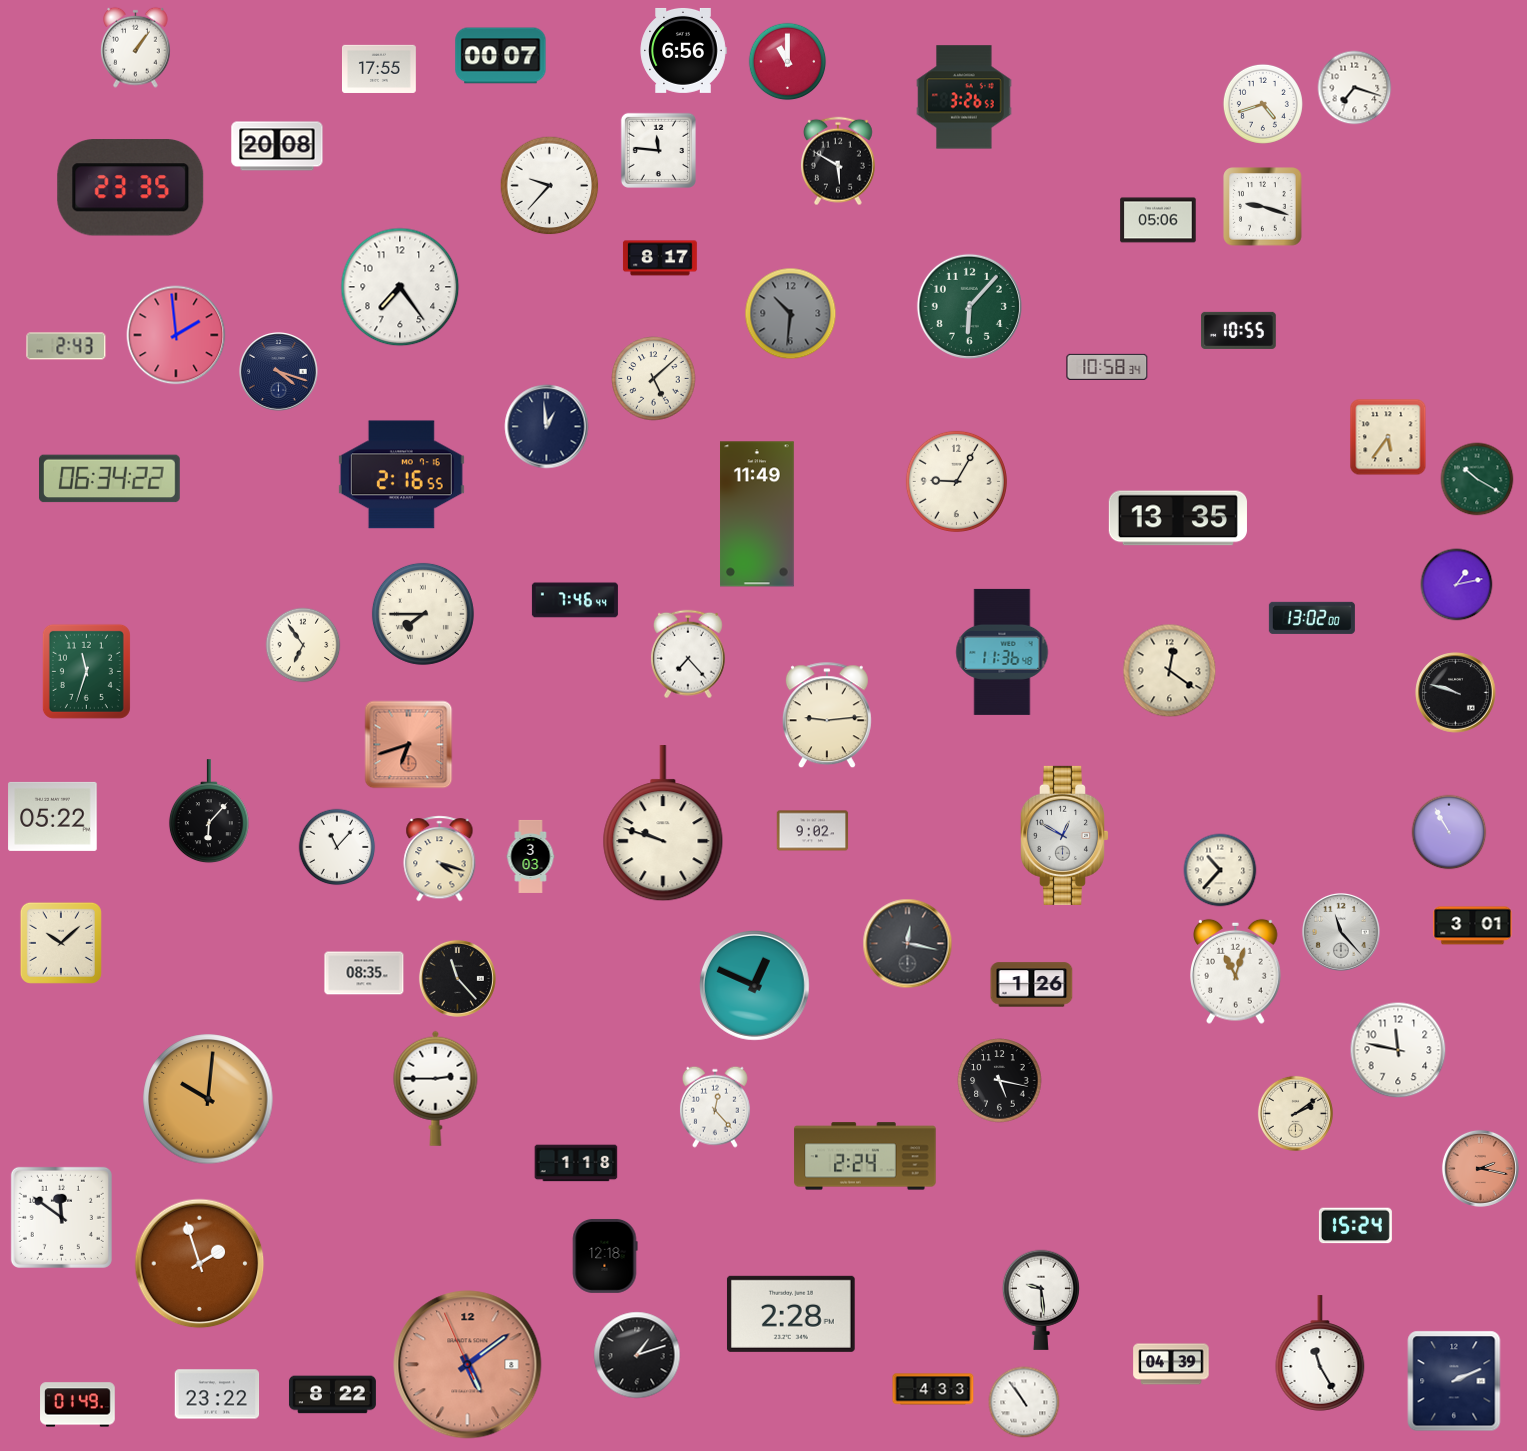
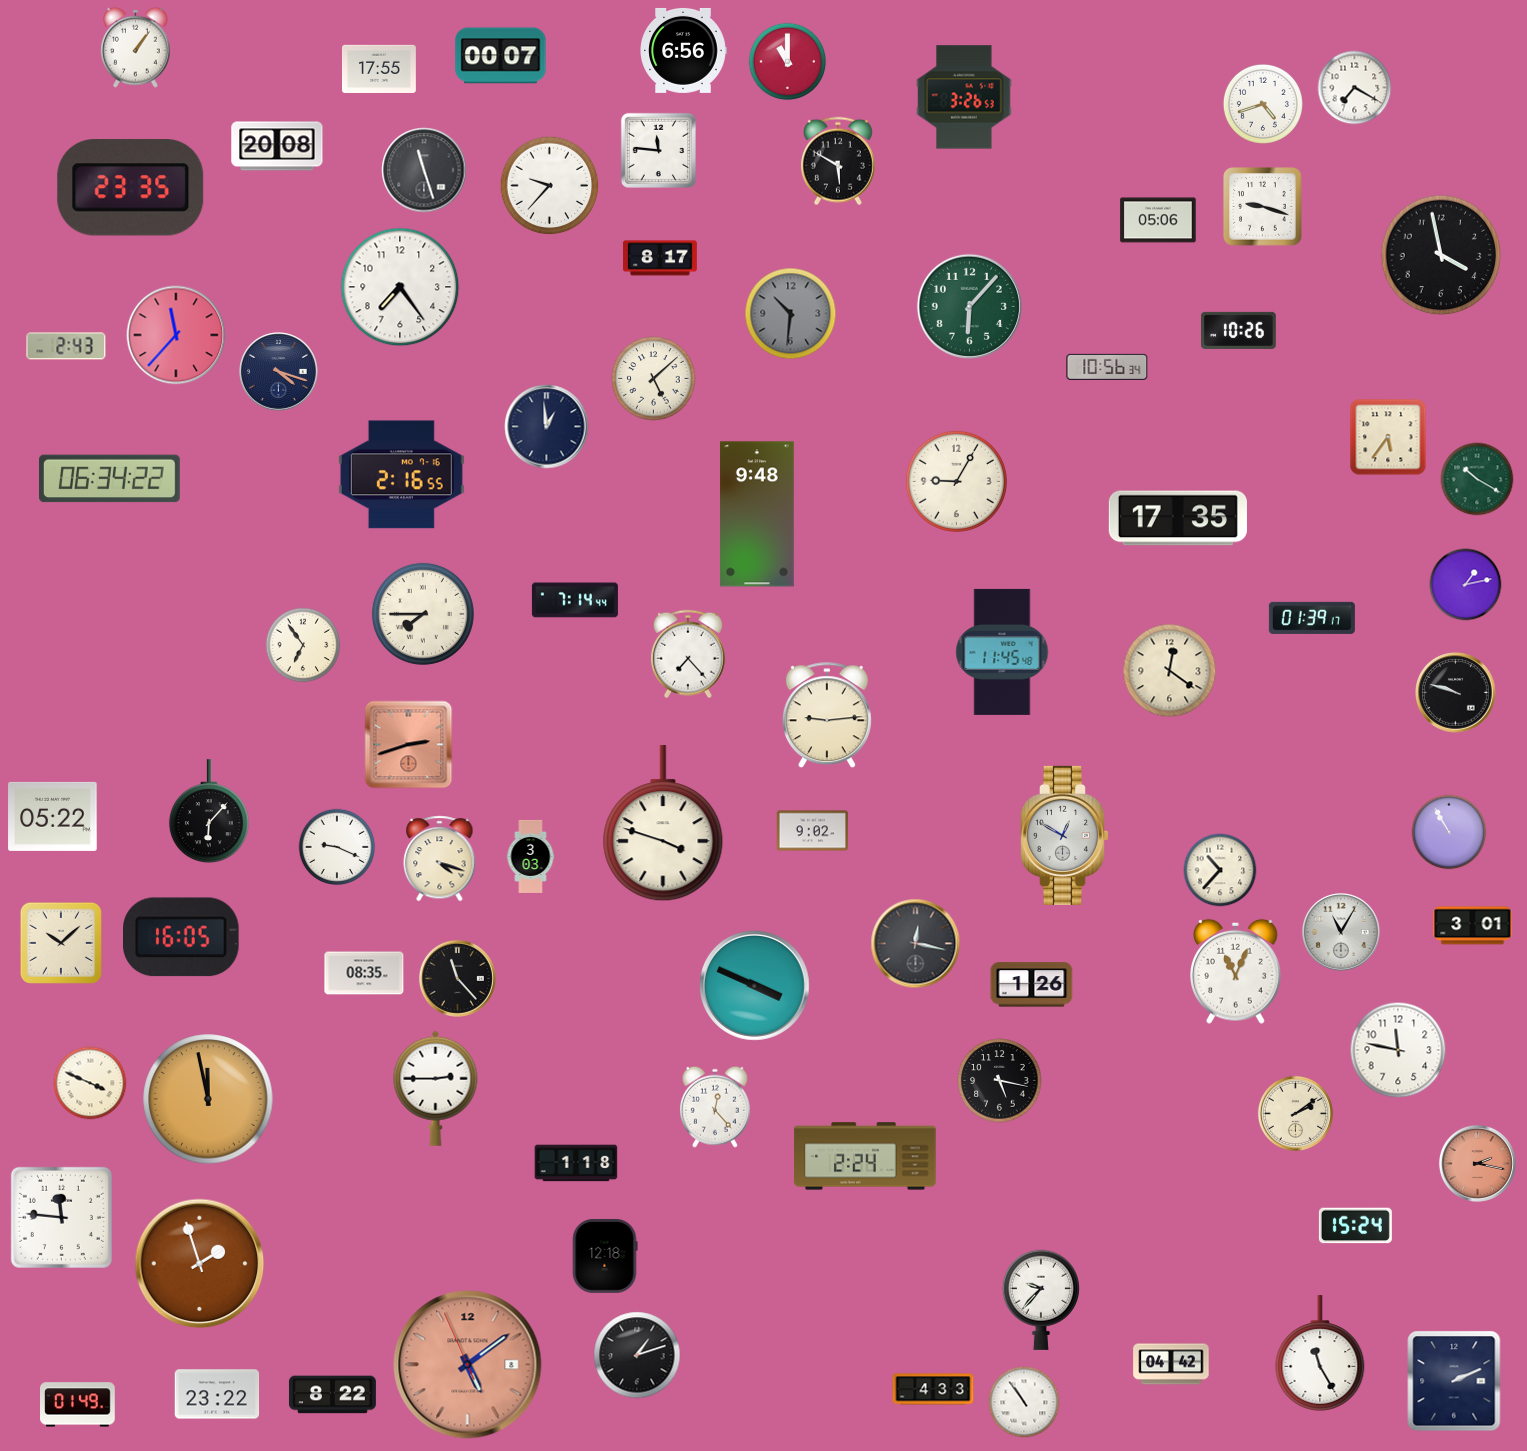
clock at (1355, 88): 7:18 -> 7:20
clock at (424, 170): none -> 11:27
clock at (1441, 255): none -> 3:58
clock at (1239, 330): 10:55 -> 10:26
clock at (176, 335): 1:59 -> 11:37
clock at (1107, 367): 10:58 -> 10:56
clock at (758, 514): 11:49 -> 9:48
clock at (1178, 518): 13:35 -> 17:35
clock at (1457, 585) position: (1457, 585) -> (1466, 585)
clock at (575, 600): 7:46 -> 7:14
clock at (1312, 618): 13:02 -> 01:39
clock at (1002, 652): 11:36 -> 11:45
clock at (86, 671): 11:33 -> none
clock at (409, 745): 6:42 -> 2:42
clock at (663, 824): 9:48 -> 3:48
clock at (337, 847): 11:07 -> 9:19
clock at (1341, 932): 11:23 -> 11:05
clock at (181, 937): none -> 16:05
clock at (908, 944) position: (908, 944) -> (916, 944)
clock at (1236, 971): 11:03 -> 11:04
clock at (755, 986): 12:49 -> 3:49
clock at (90, 1083): none -> 3:49
clock at (208, 1099): 10:01 -> 11:58
clock at (1480, 1168) position: (1480, 1168) -> (1477, 1163)
clock at (61, 1217): 11:51 -> 11:46
clock at (1041, 1300): 9:29 -> 9:37
clock at (791, 1314): 2:28 -> none
clock at (1171, 1364): 04:39 -> 04:42
